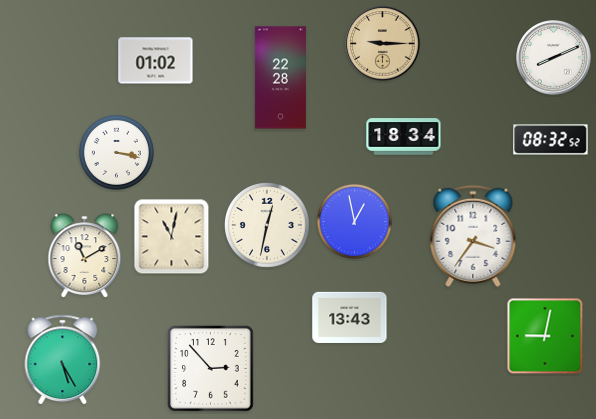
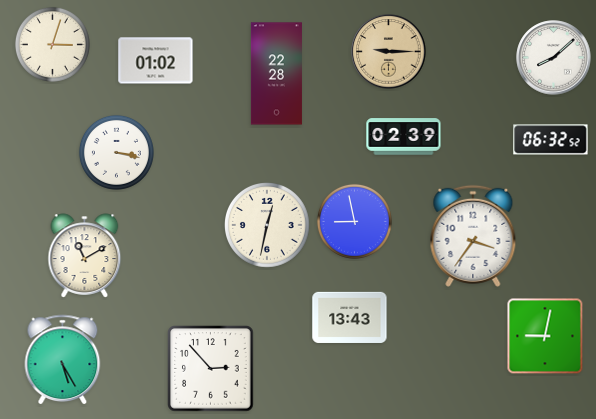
clock at (52, 44): none -> 3:03
clock at (383, 44) position: (383, 44) -> (389, 52)
clock at (554, 58): 8:11 -> 8:08
clock at (280, 78) position: (280, 78) -> (276, 74)
clock at (404, 137): 18:34 -> 02:39
clock at (551, 140): 08:32 -> 06:32
clock at (354, 221): 12:58 -> 8:58
clock at (172, 237): 11:02 -> none
